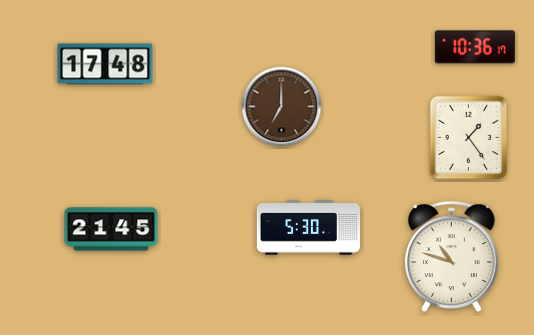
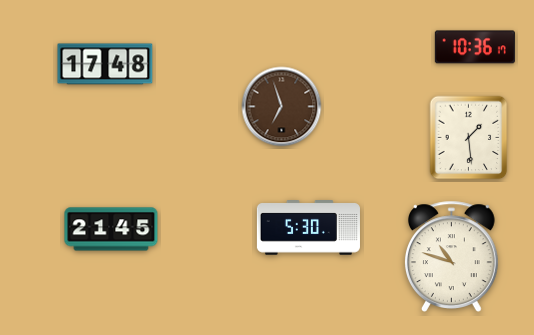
clock at (282, 107): 7:00 -> 6:57
clock at (469, 138): 1:24 -> 1:29
